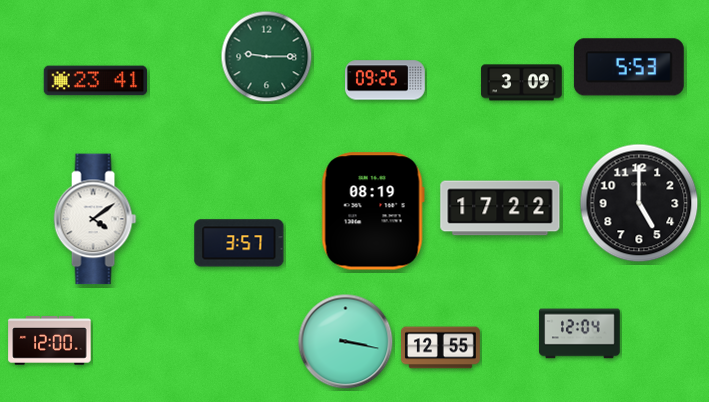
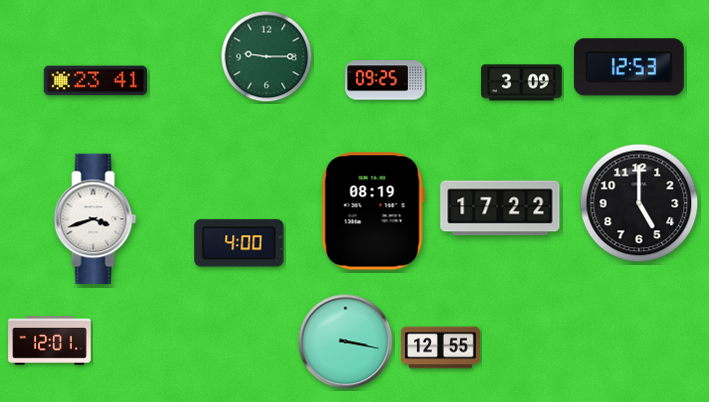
clock at (629, 67): 5:53 -> 12:53
clock at (95, 219): 4:09 -> 3:42
clock at (239, 243): 3:57 -> 4:00
clock at (580, 334): 12:04 -> none
clock at (50, 341): 12:00 -> 12:01
